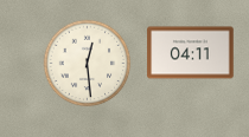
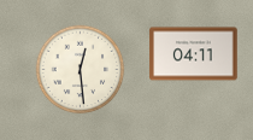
clock at (88, 64) position: (88, 64) -> (81, 70)
